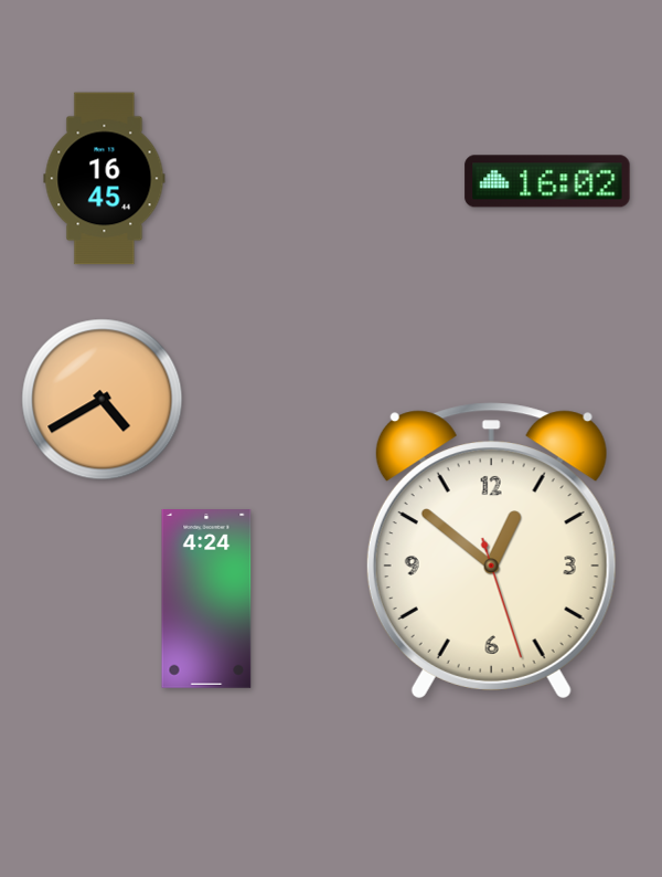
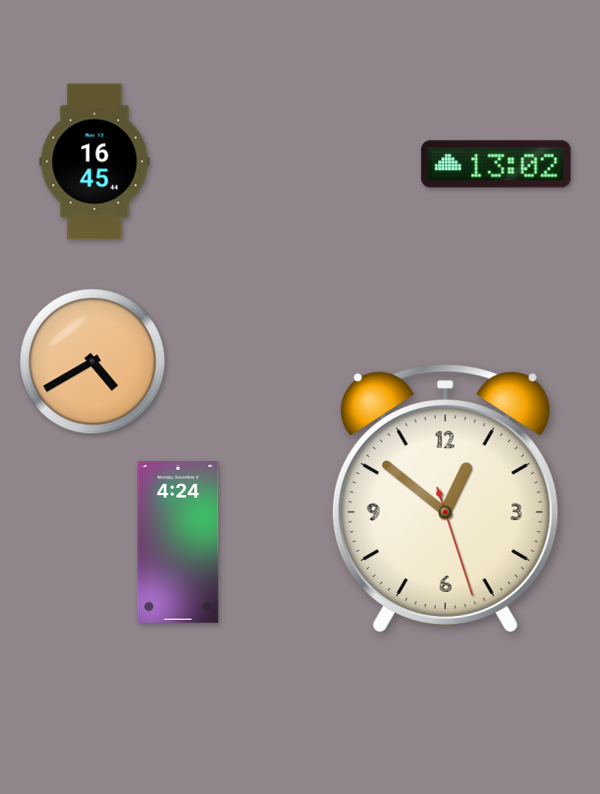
clock at (547, 181): 16:02 -> 13:02
clock at (206, 599) position: (206, 599) -> (178, 542)
